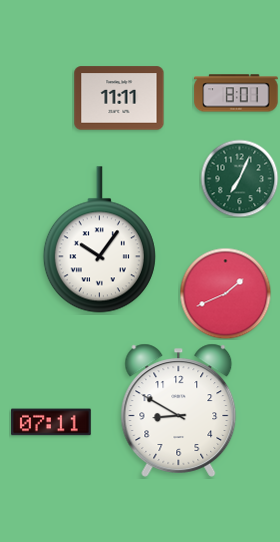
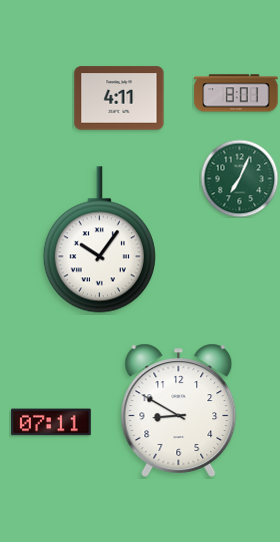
clock at (119, 98): 11:11 -> 4:11
clock at (225, 293): 1:41 -> none
